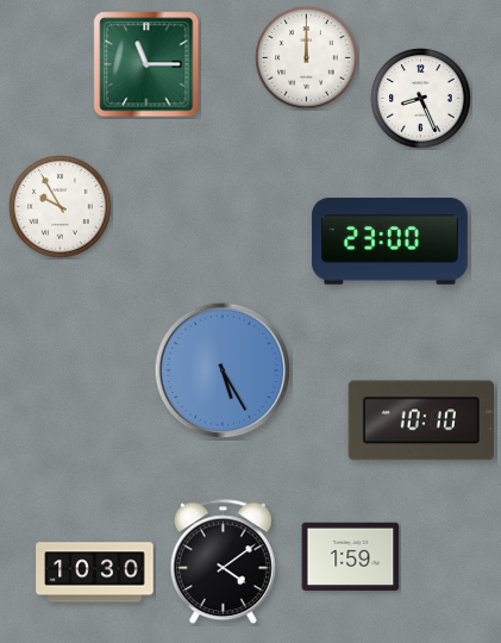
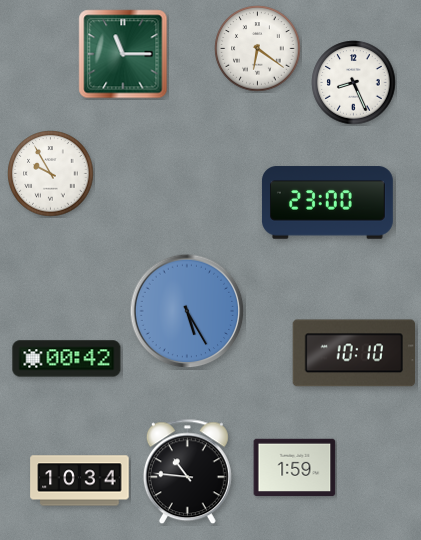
clock at (307, 58): 12:00 -> 6:21
clock at (67, 359): none -> 00:42
clock at (223, 562): 4:09 -> 10:46
clock at (95, 573): 10:30 -> 10:34
